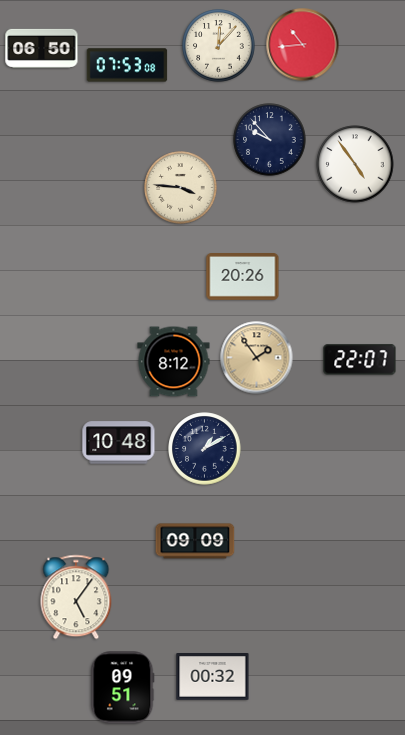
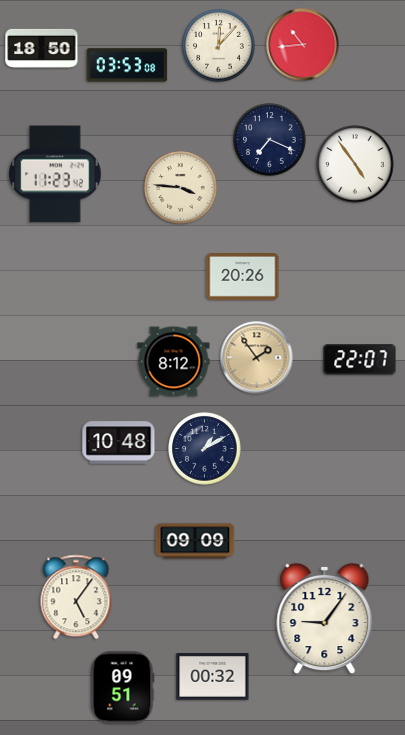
clock at (42, 48): 06:50 -> 18:50
clock at (127, 65): 07:53 -> 03:53
clock at (270, 140): 9:53 -> 7:19
clock at (55, 174): none -> 11:23
clock at (325, 619): none -> 9:06
